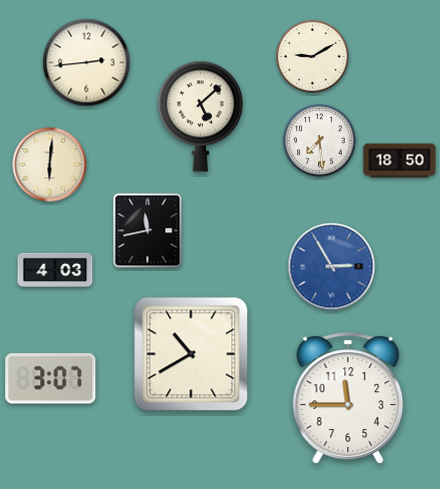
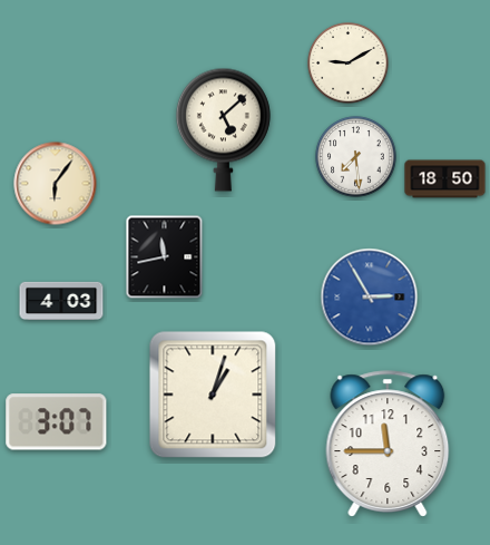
clock at (87, 63): 2:44 -> none
clock at (50, 165): 6:01 -> 6:06
clock at (191, 354): 10:40 -> 1:03
